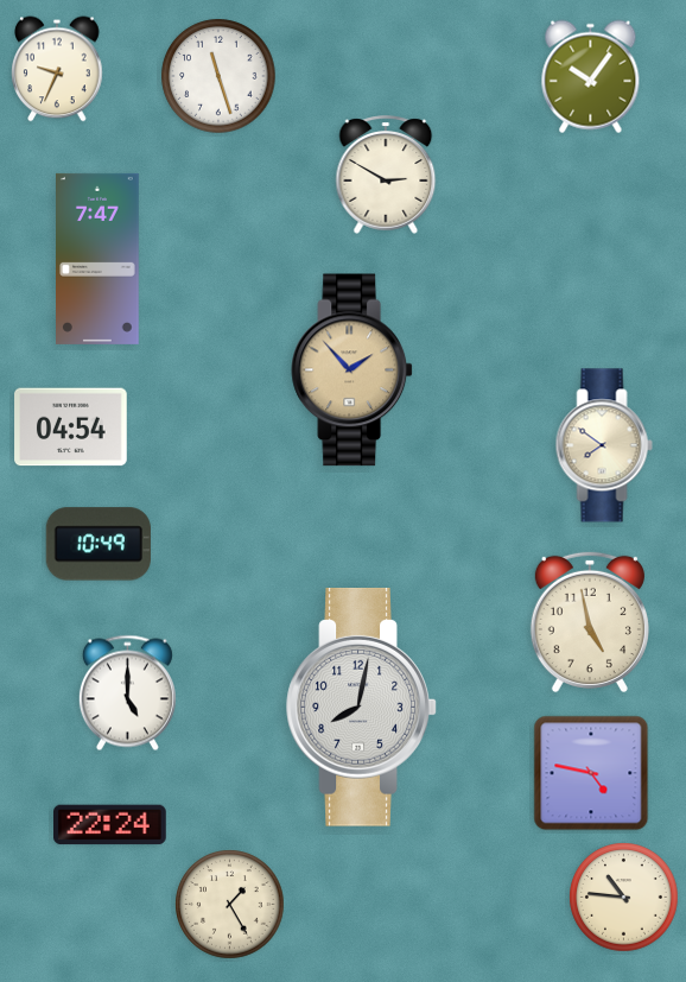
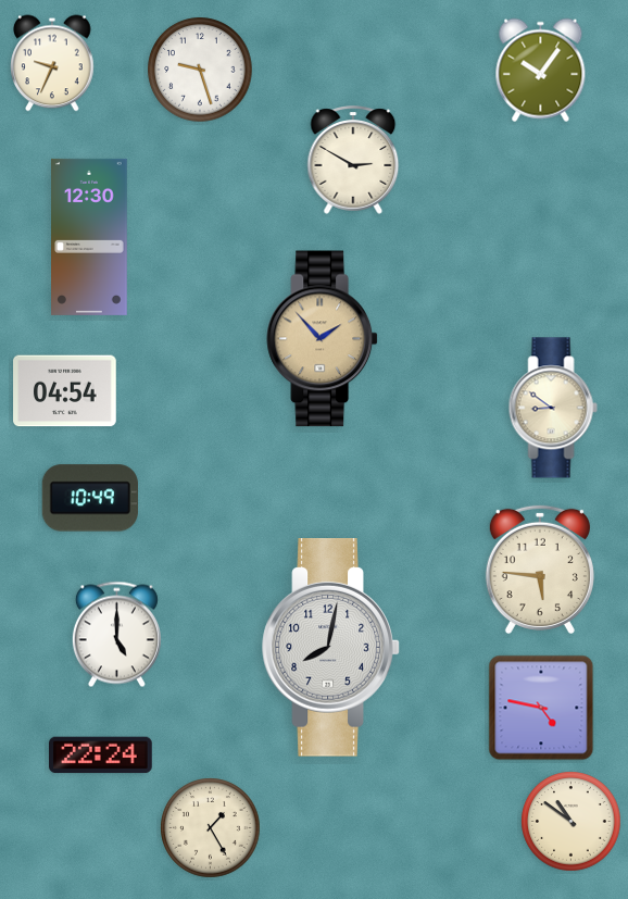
clock at (218, 76): 11:27 -> 9:27
clock at (99, 259): 7:47 -> 12:30
clock at (604, 445): 7:51 -> 8:51
clock at (590, 622): 4:58 -> 5:46
clock at (624, 898): 10:46 -> 10:51
